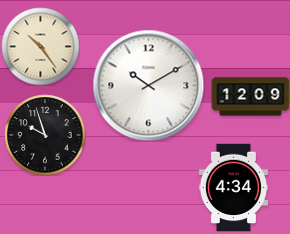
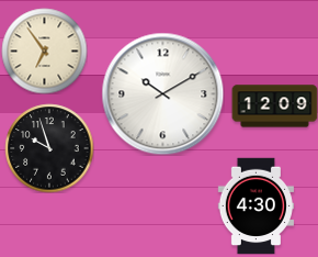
clock at (40, 46): 10:24 -> 6:54
clock at (233, 187): 4:34 -> 4:30
